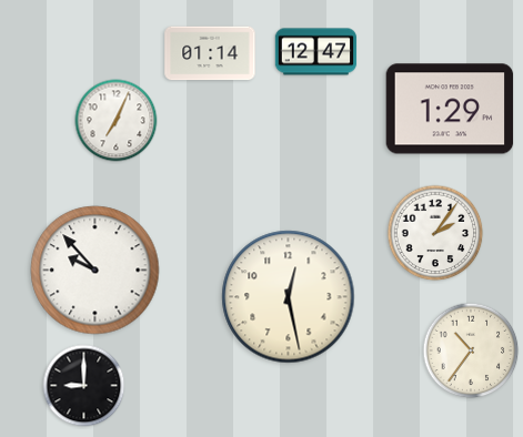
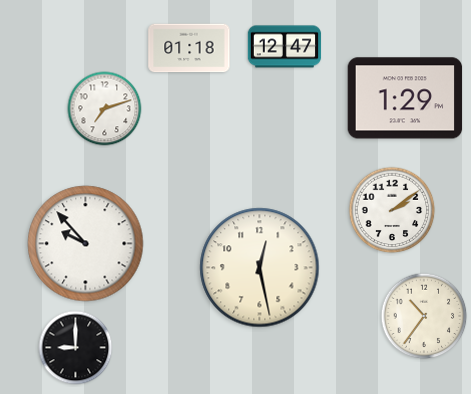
clock at (210, 53): 01:14 -> 01:18
clock at (117, 121): 7:04 -> 7:12
clock at (435, 233): 2:06 -> 2:09
